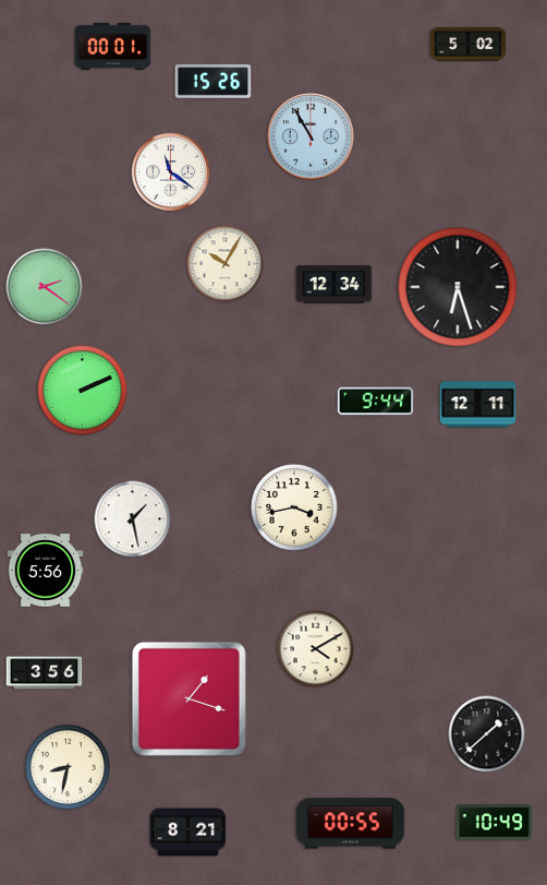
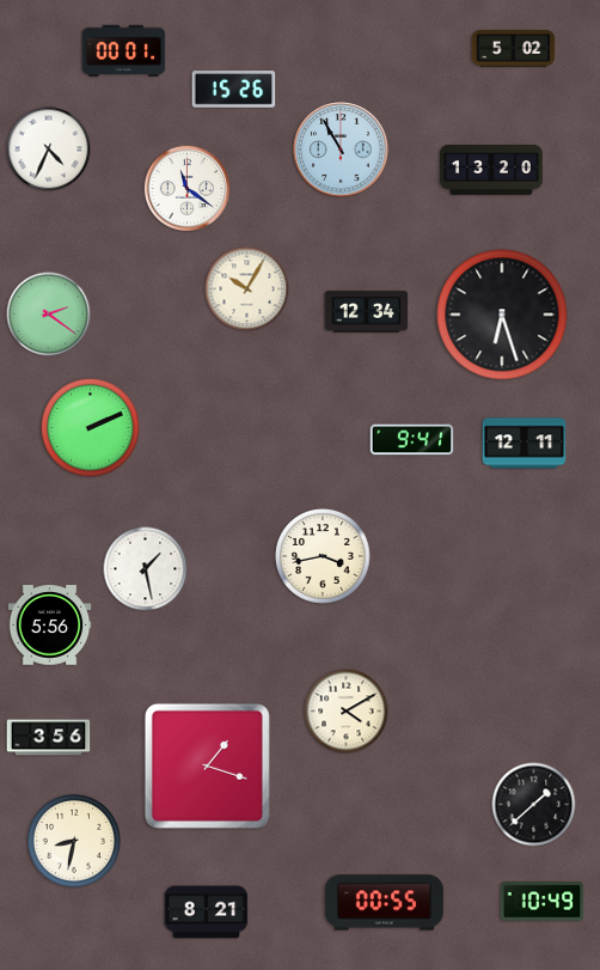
clock at (49, 150): none -> 4:34
clock at (491, 171): none -> 13:20
clock at (376, 402): 9:44 -> 9:41
